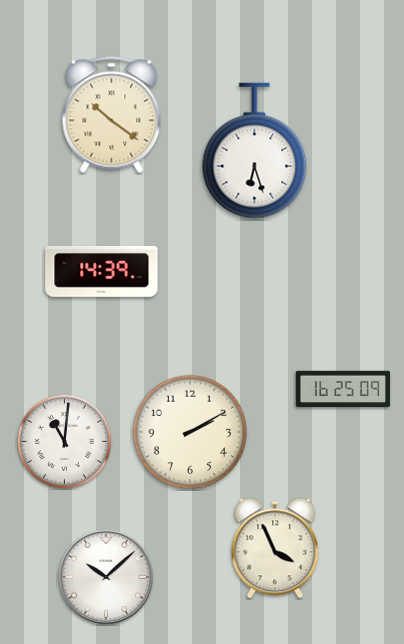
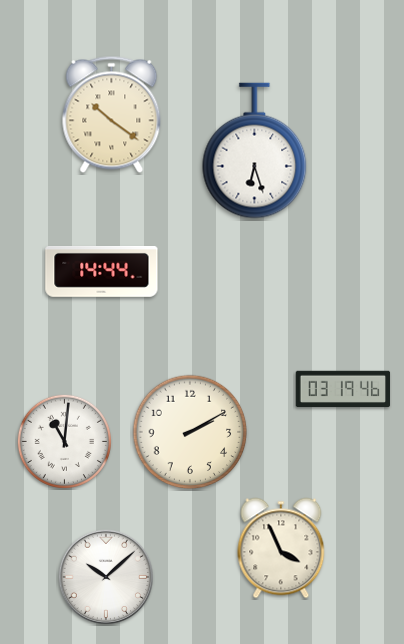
clock at (102, 271): 14:39 -> 14:44
clock at (343, 389): 16:25 -> 03:19
clock at (275, 548) position: (275, 548) -> (281, 548)
